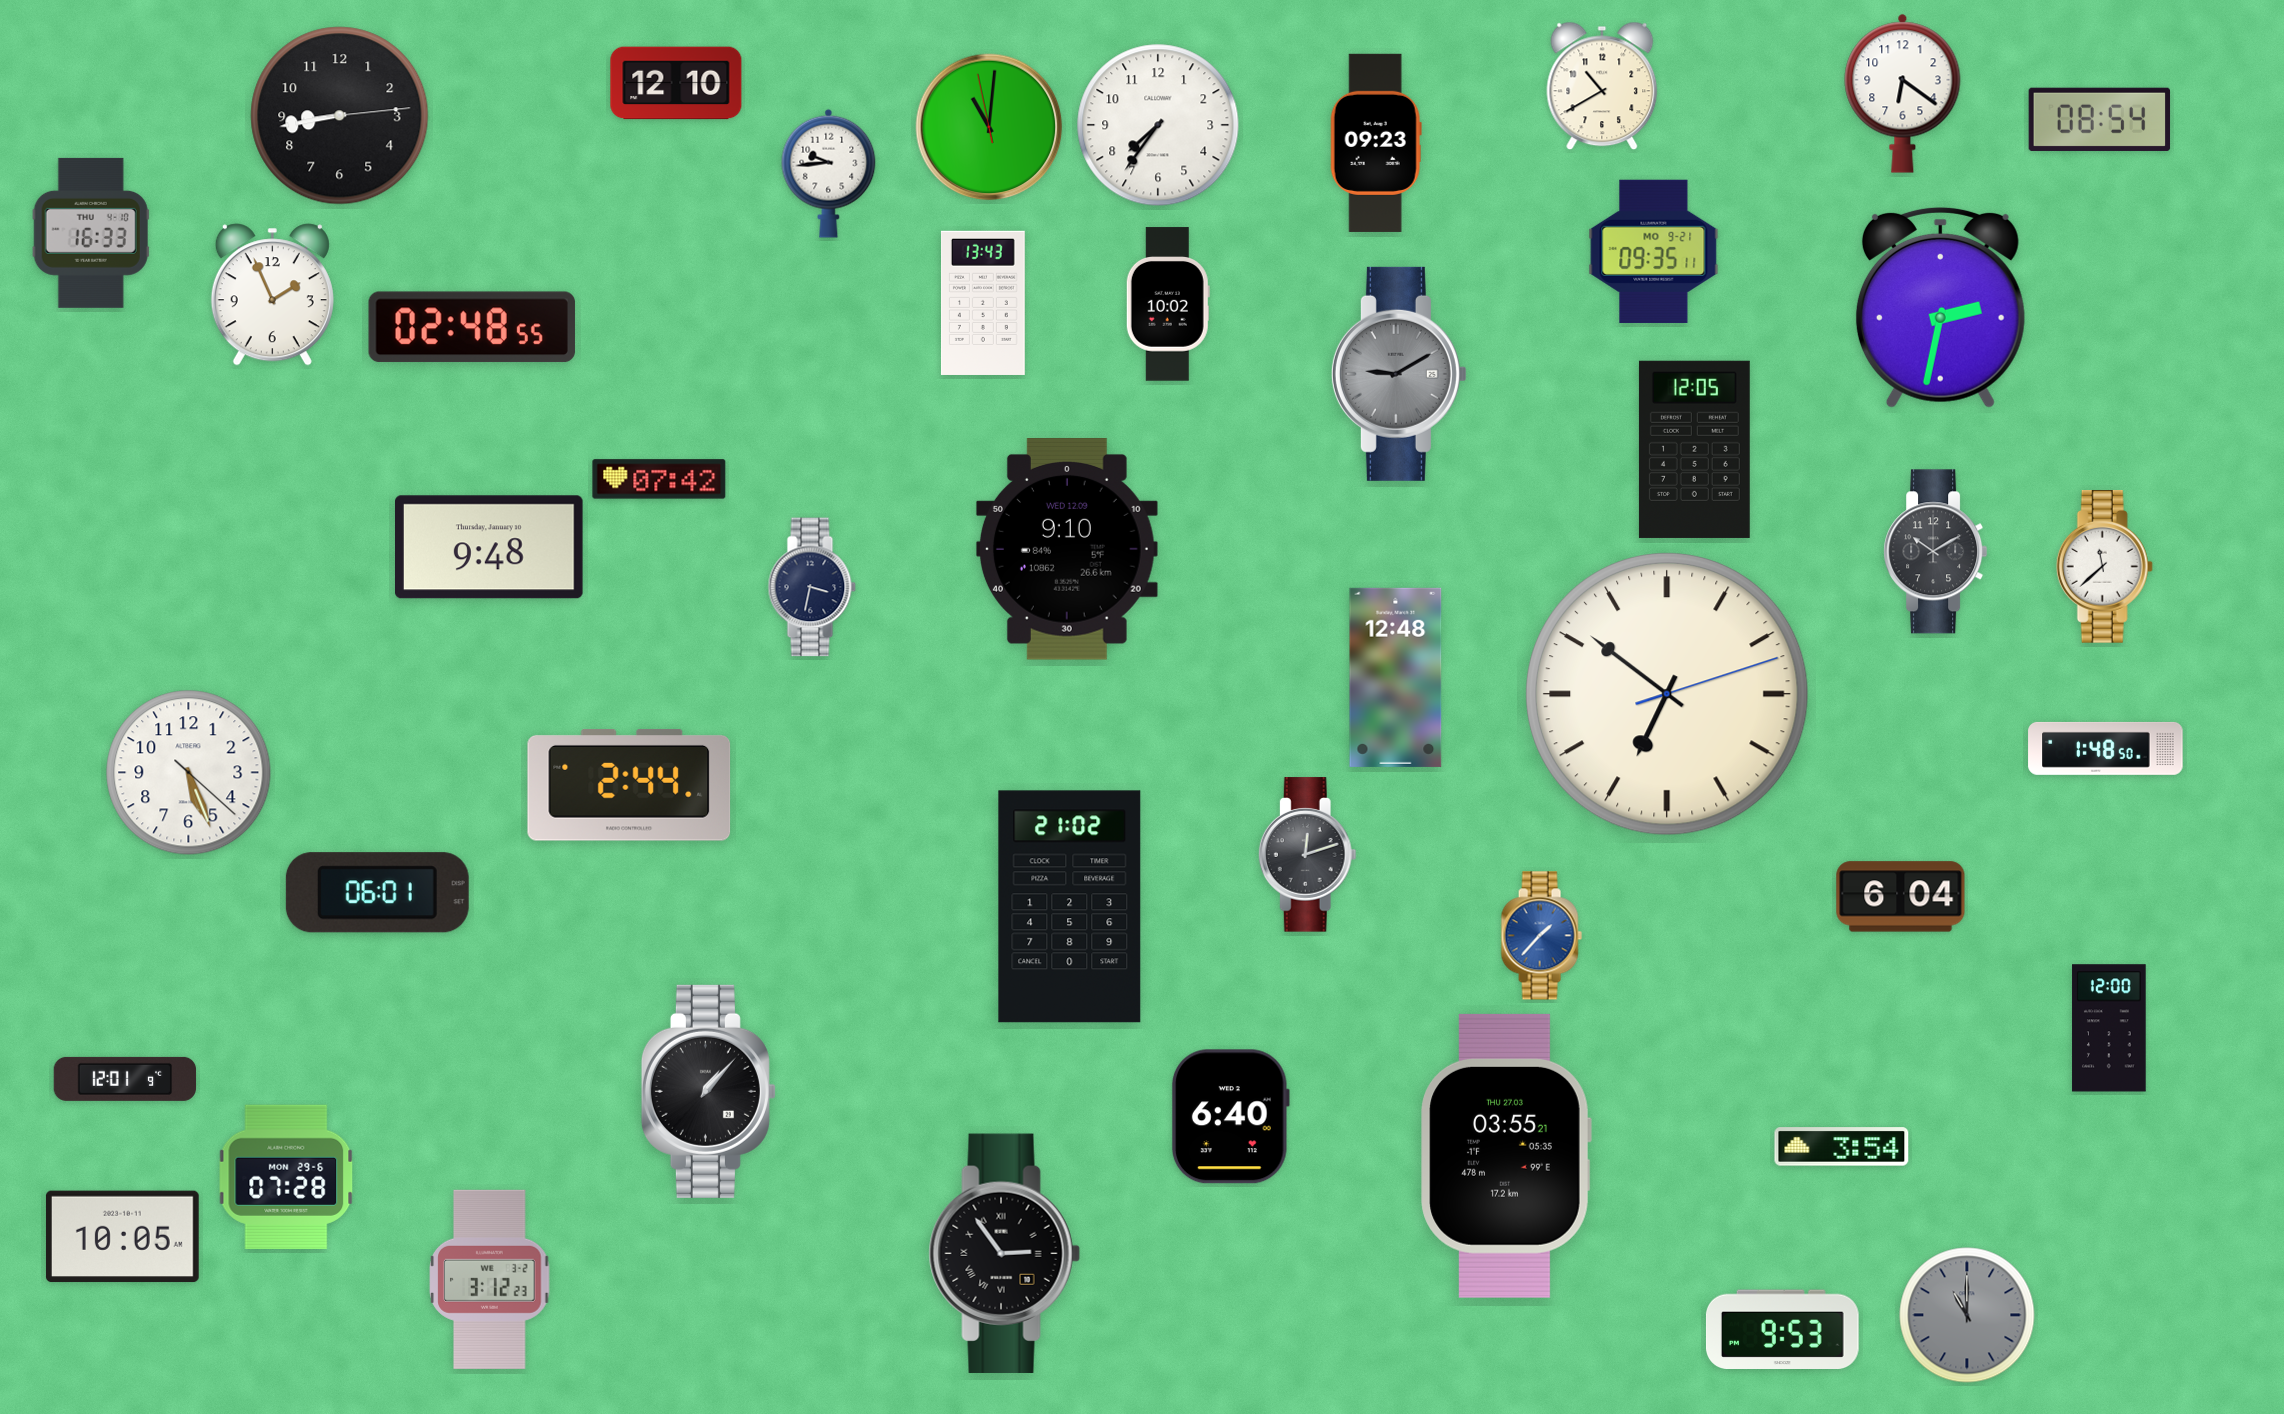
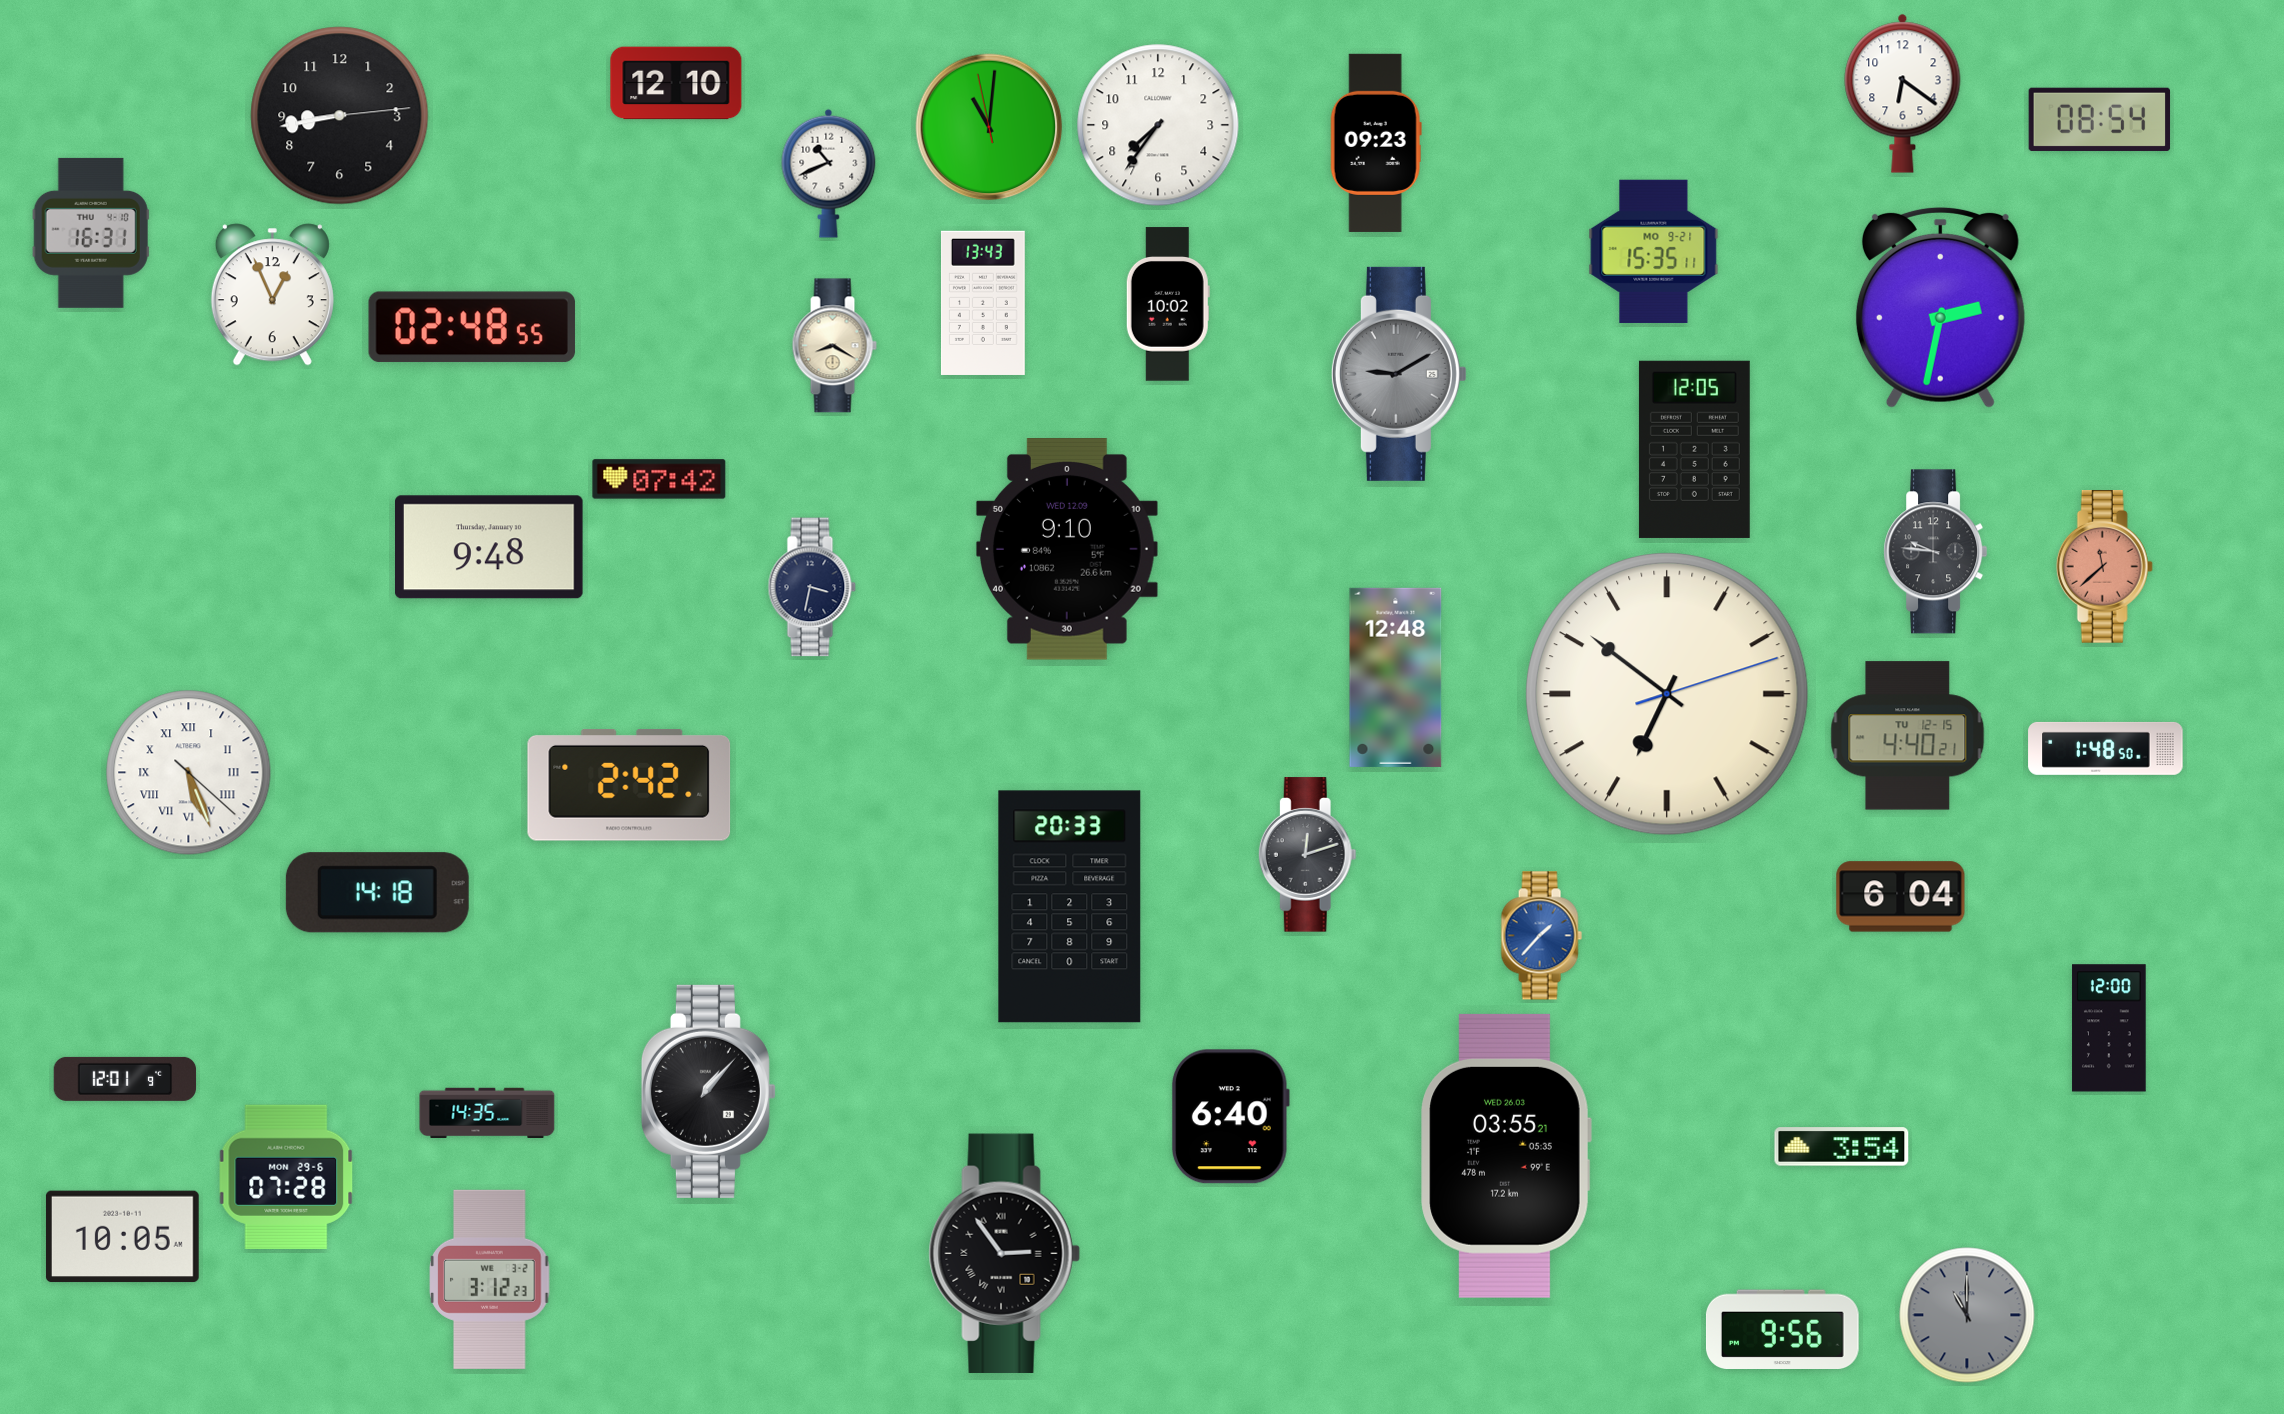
clock at (1602, 86): 10:40 -> none
clock at (829, 173): 9:44 -> 10:41
clock at (91, 233): 16:33 -> 16:31
clock at (1654, 251): 09:35 -> 15:35
clock at (272, 295): 1:56 -> 12:56
clock at (834, 346): none -> 8:20
clock at (1936, 552): 10:10 -> 9:46
clock at (2104, 567) dial: white -> salmon
clock at (1908, 736): none -> 4:40
clock at (189, 773) numerals: Arabic -> Roman
clock at (629, 786): 2:44 -> 2:42
clock at (377, 893): 06:01 -> 14:18
clock at (1070, 907): 21:02 -> 20:33
clock at (487, 1112): none -> 14:35
clock at (1506, 1156) date: THU 27.03 -> WED 26.03
clock at (1782, 1330): 9:53 -> 9:56
